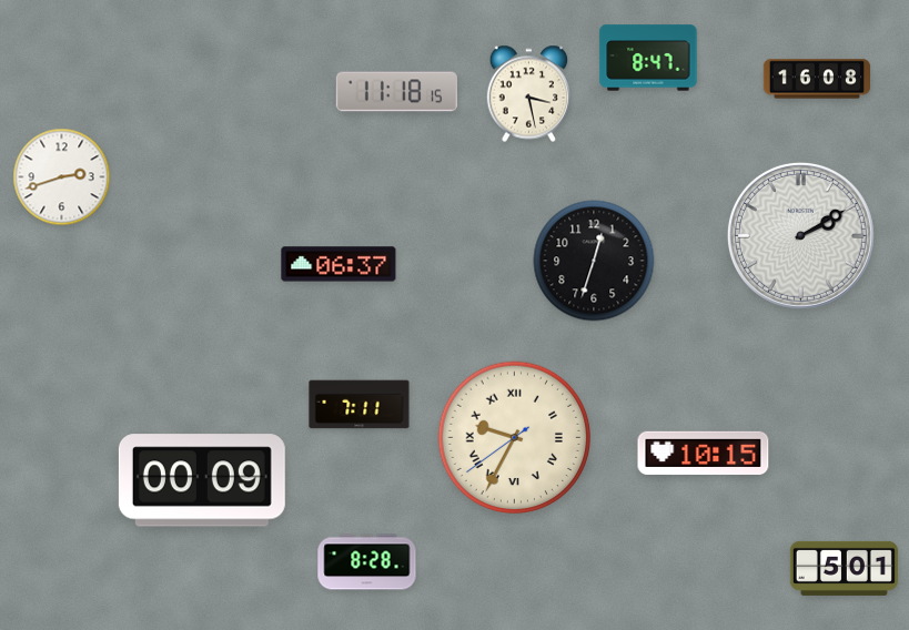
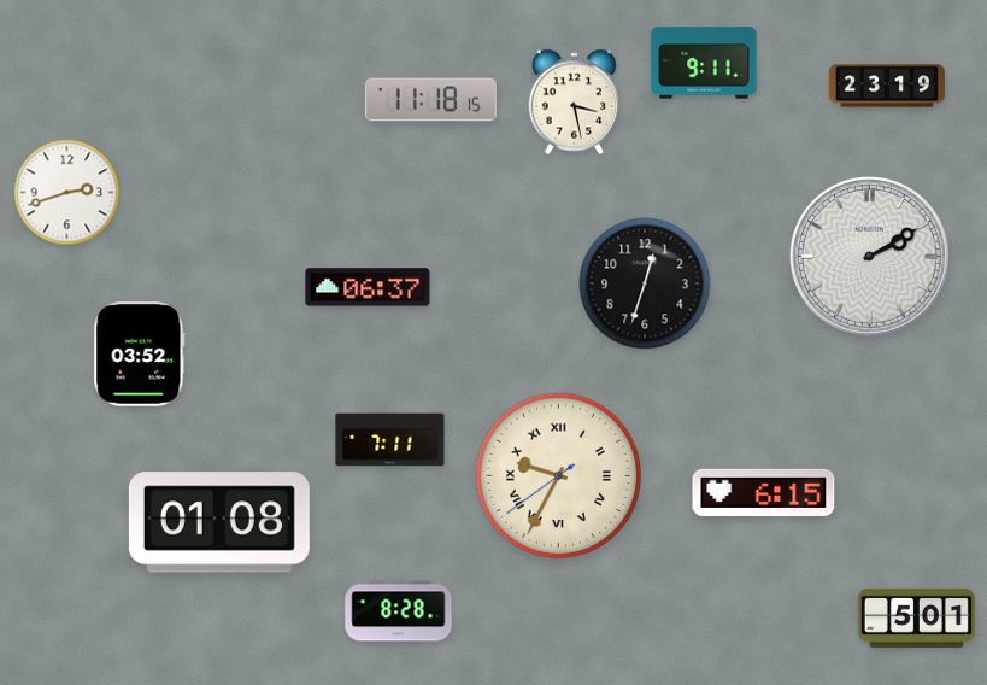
clock at (648, 58): 8:47 -> 9:11
clock at (816, 79): 16:08 -> 23:19
clock at (140, 355): none -> 03:52
clock at (704, 453): 10:15 -> 6:15
clock at (202, 480): 00:09 -> 01:08
